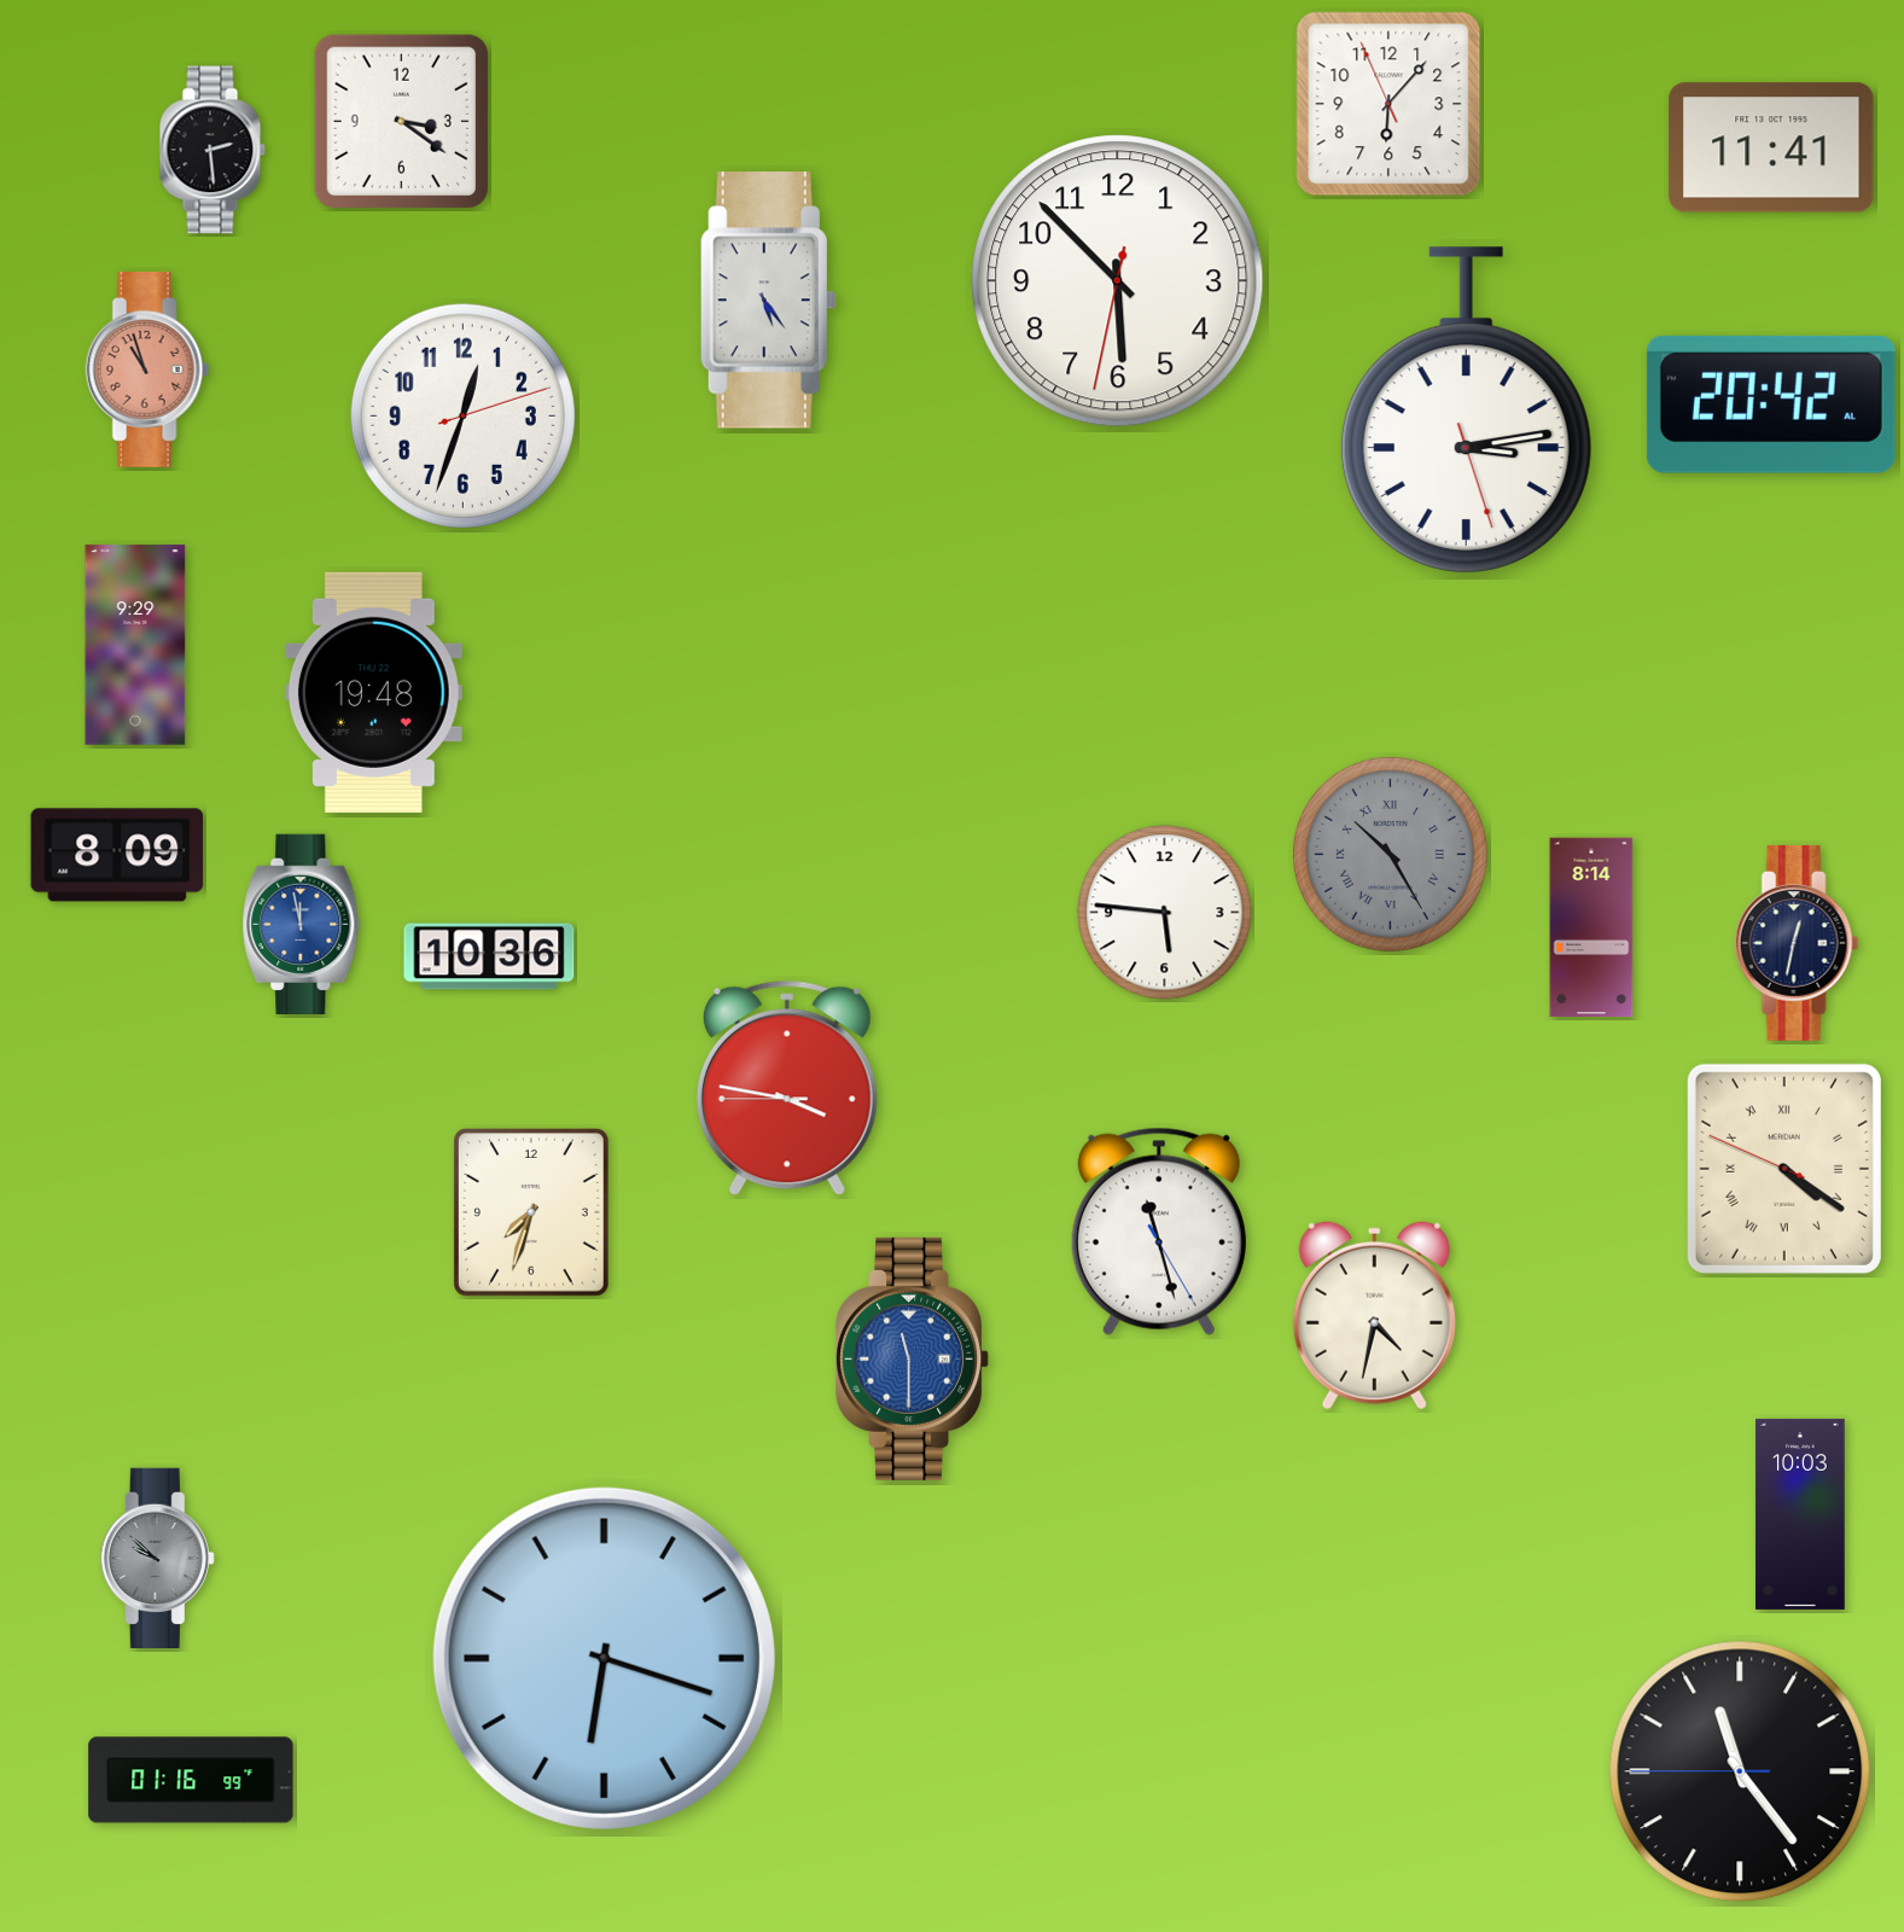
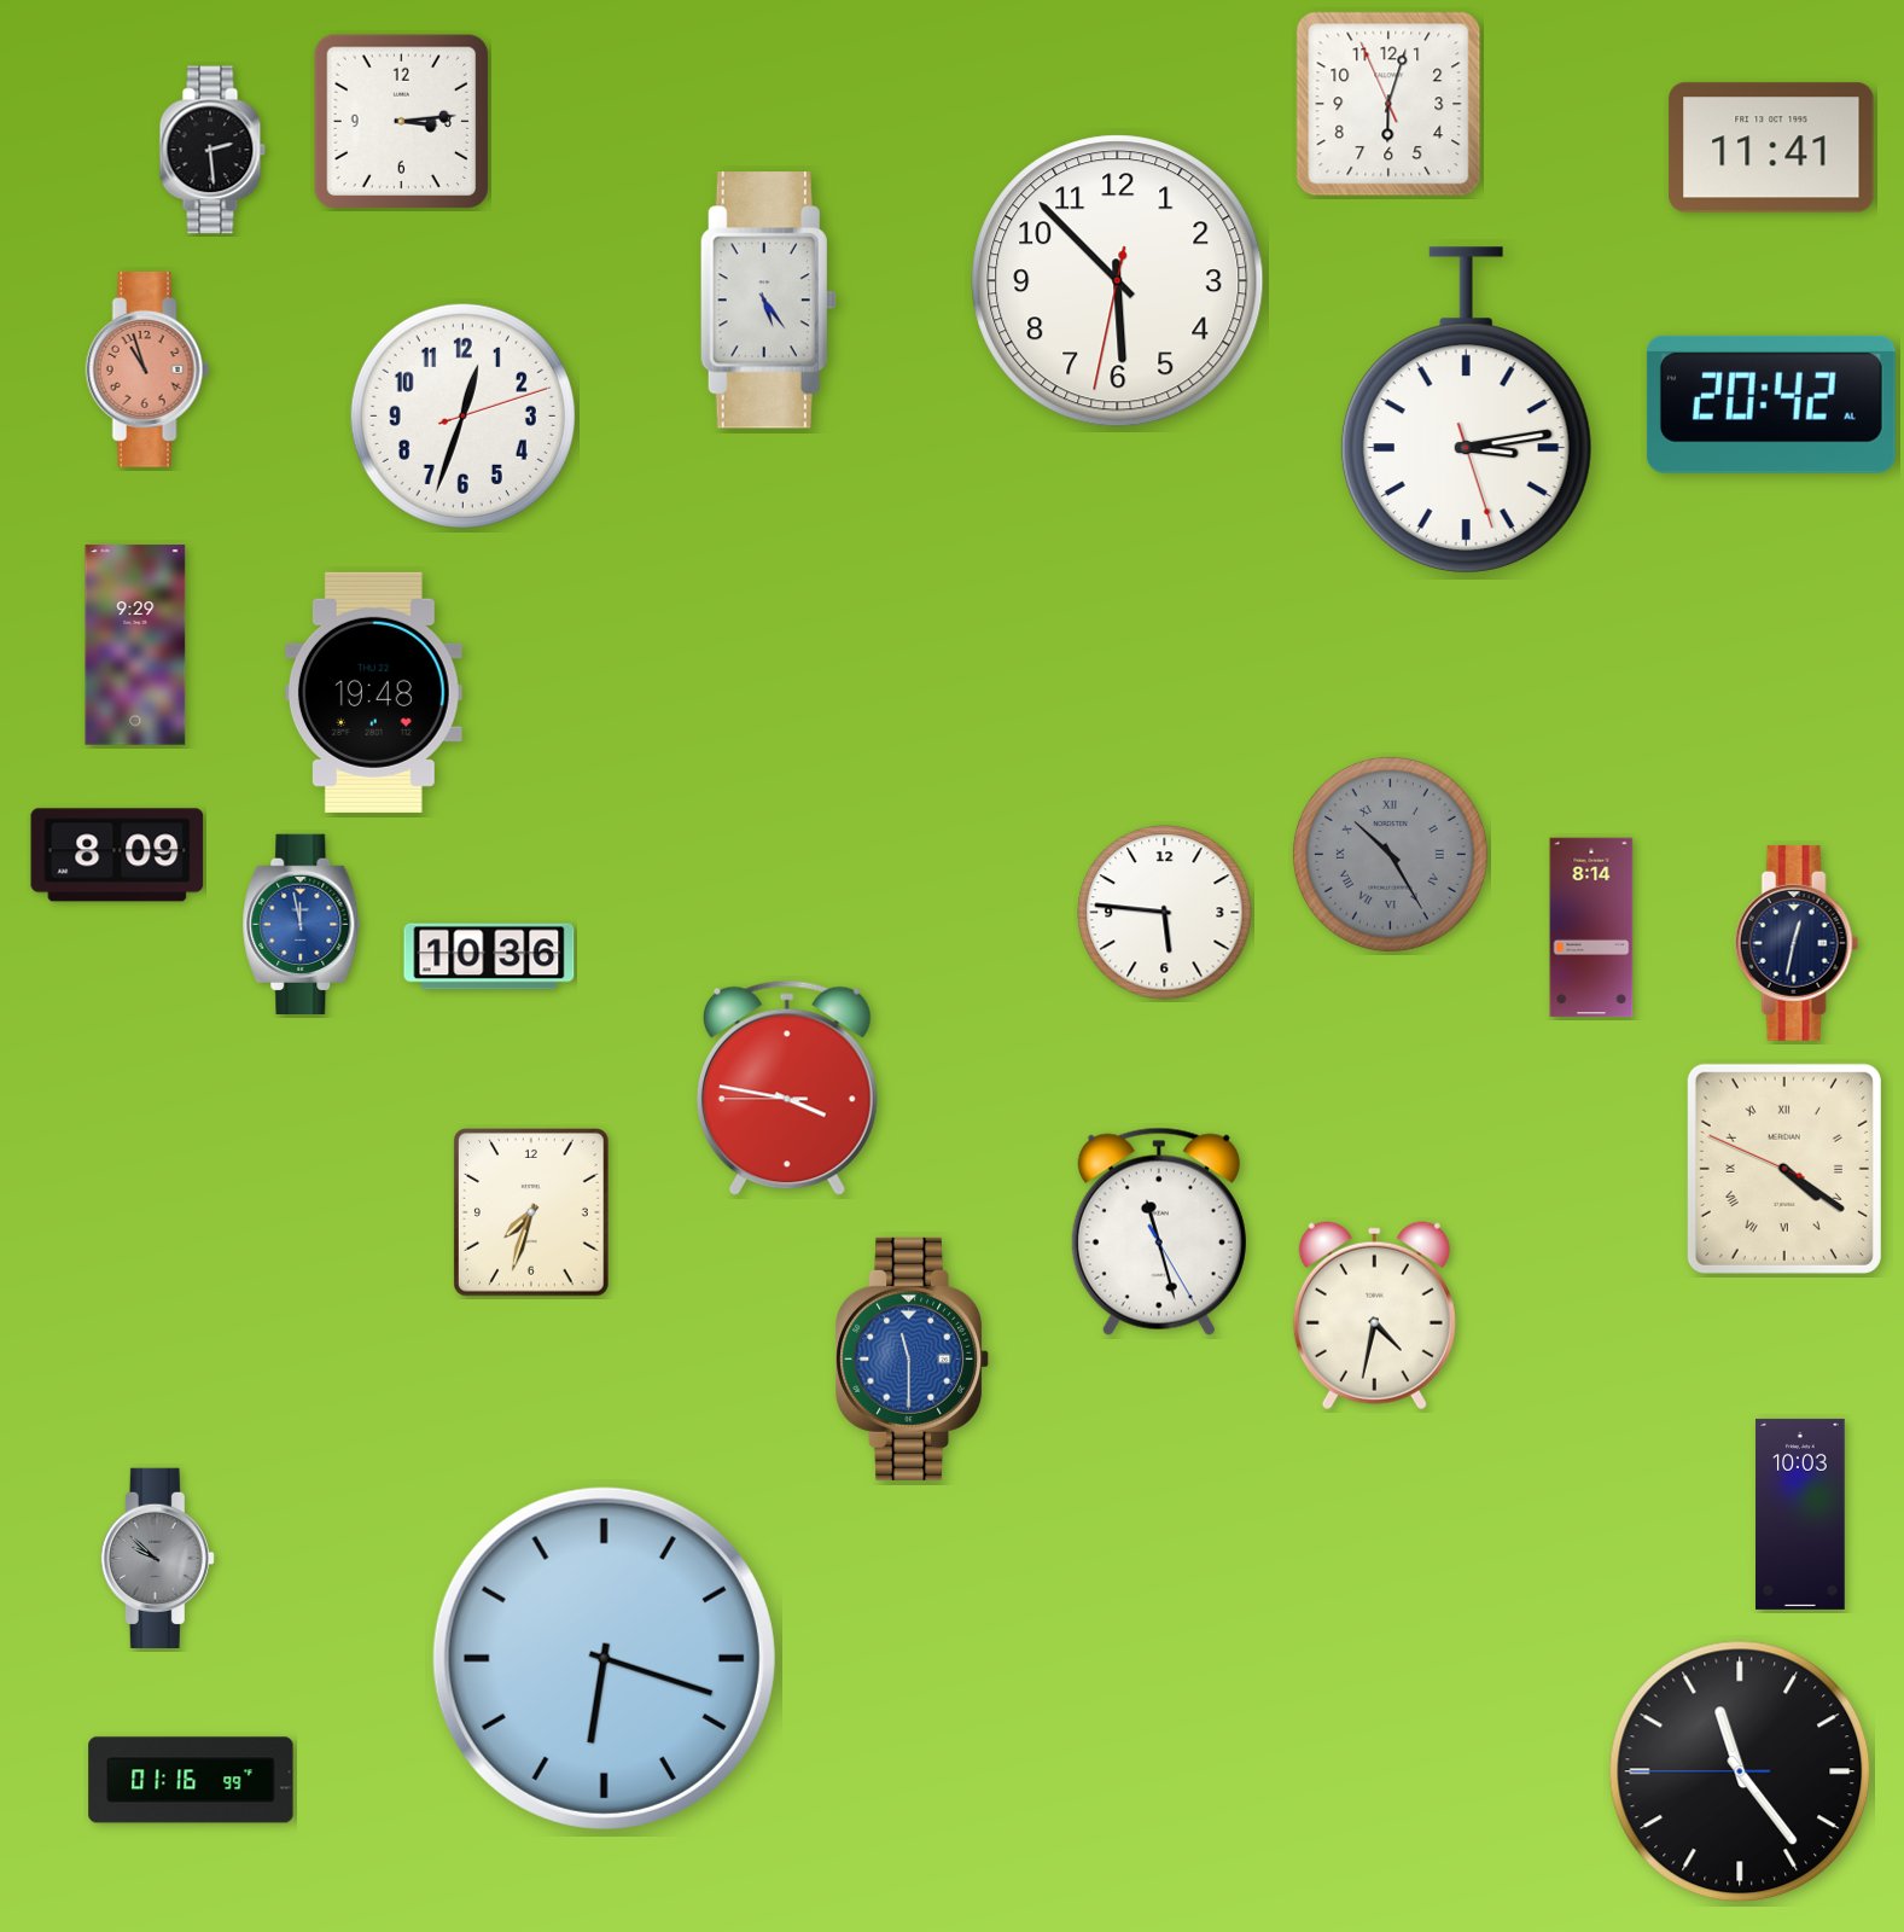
clock at (1388, 104): 6:06 -> 6:02
clock at (401, 121): 3:21 -> 3:14
